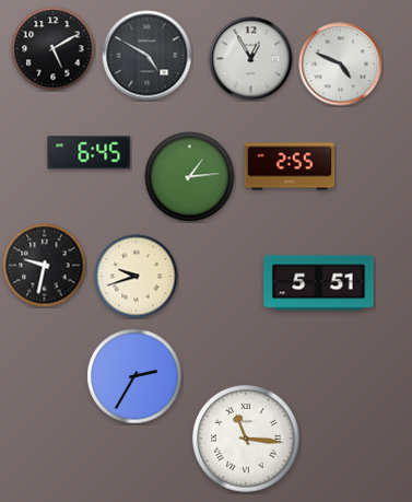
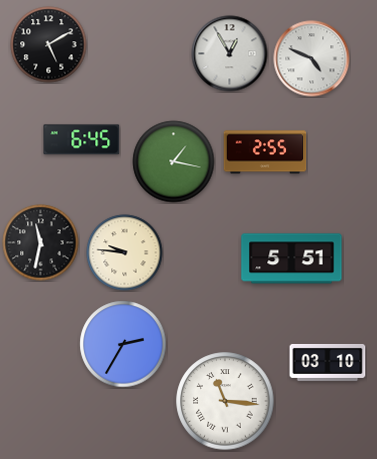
clock at (148, 56): 4:50 -> none
clock at (190, 177): 1:14 -> 1:17
clock at (45, 266): 9:32 -> 11:32
clock at (137, 277): 9:42 -> 9:46
clock at (328, 362): none -> 03:10
